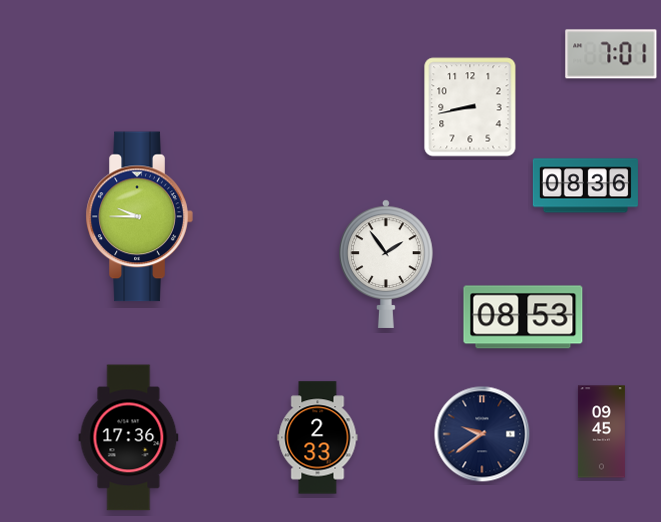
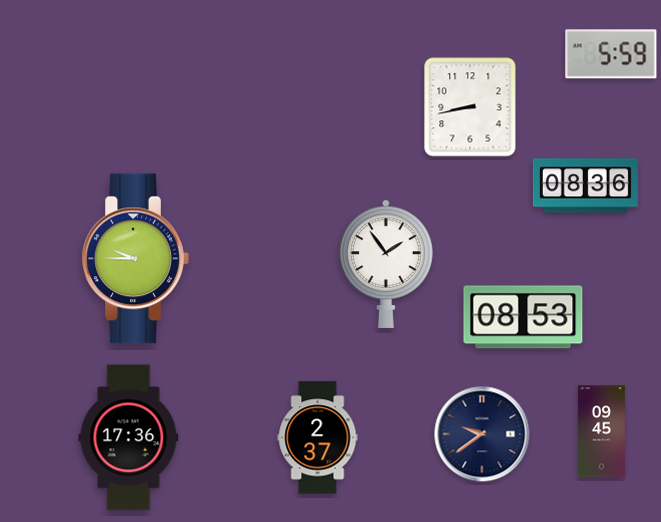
clock at (611, 54): 7:01 -> 5:59
clock at (139, 217) position: (139, 217) -> (135, 259)
clock at (318, 438): 2:33 -> 2:37
